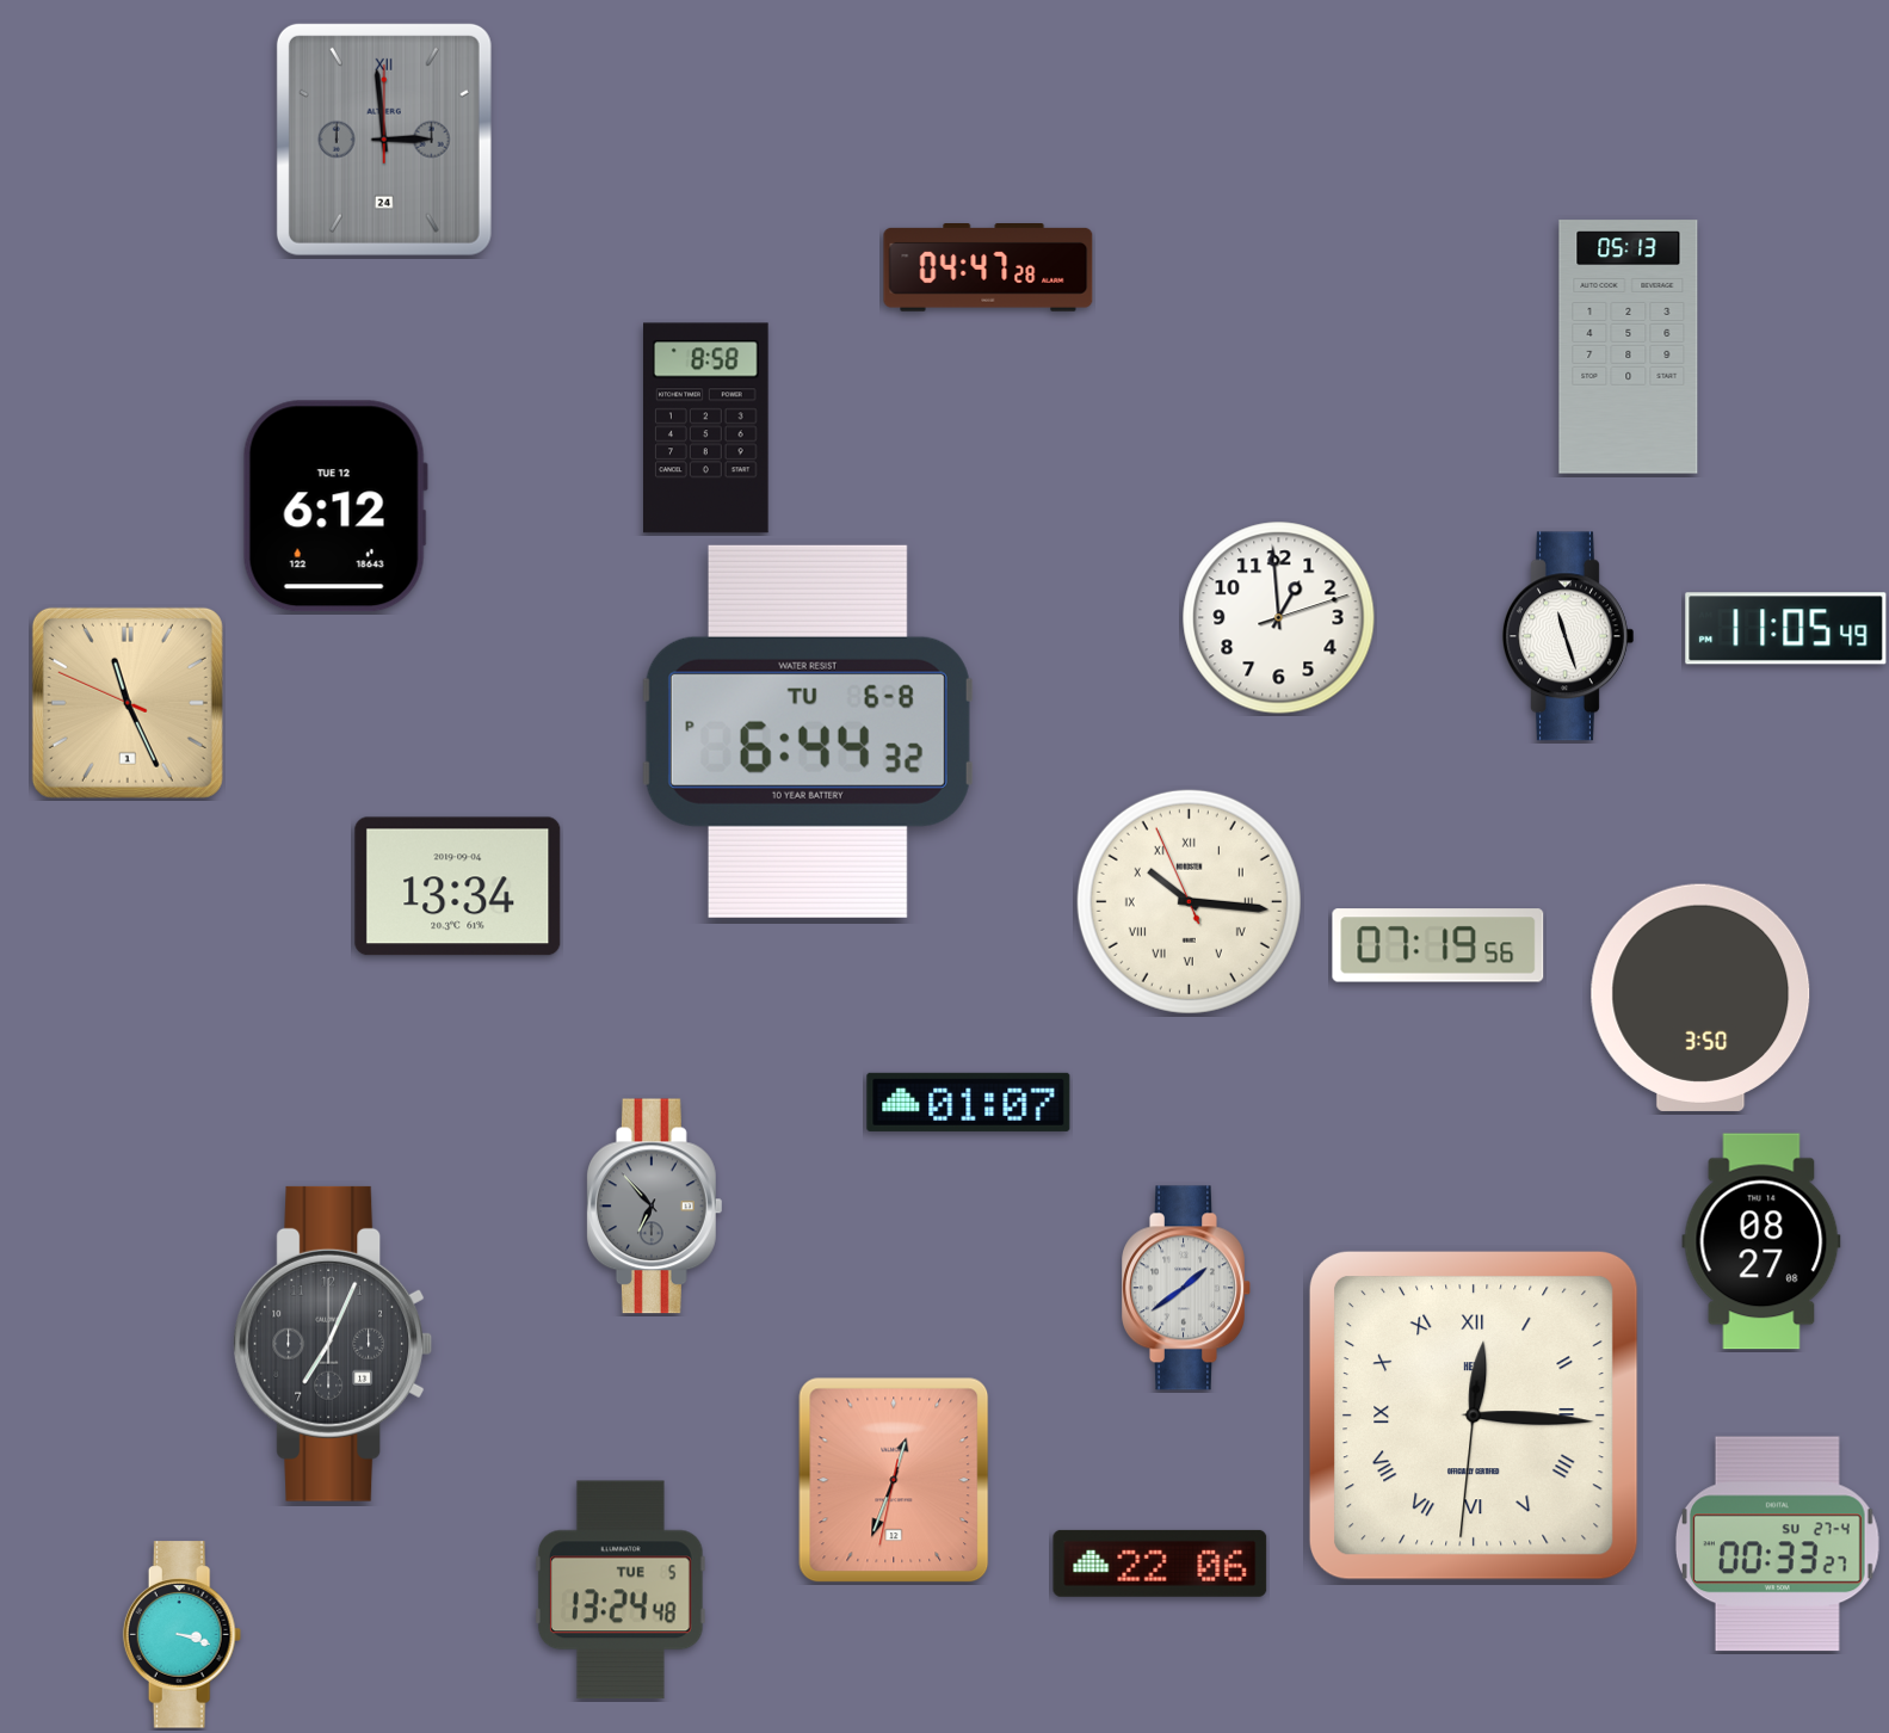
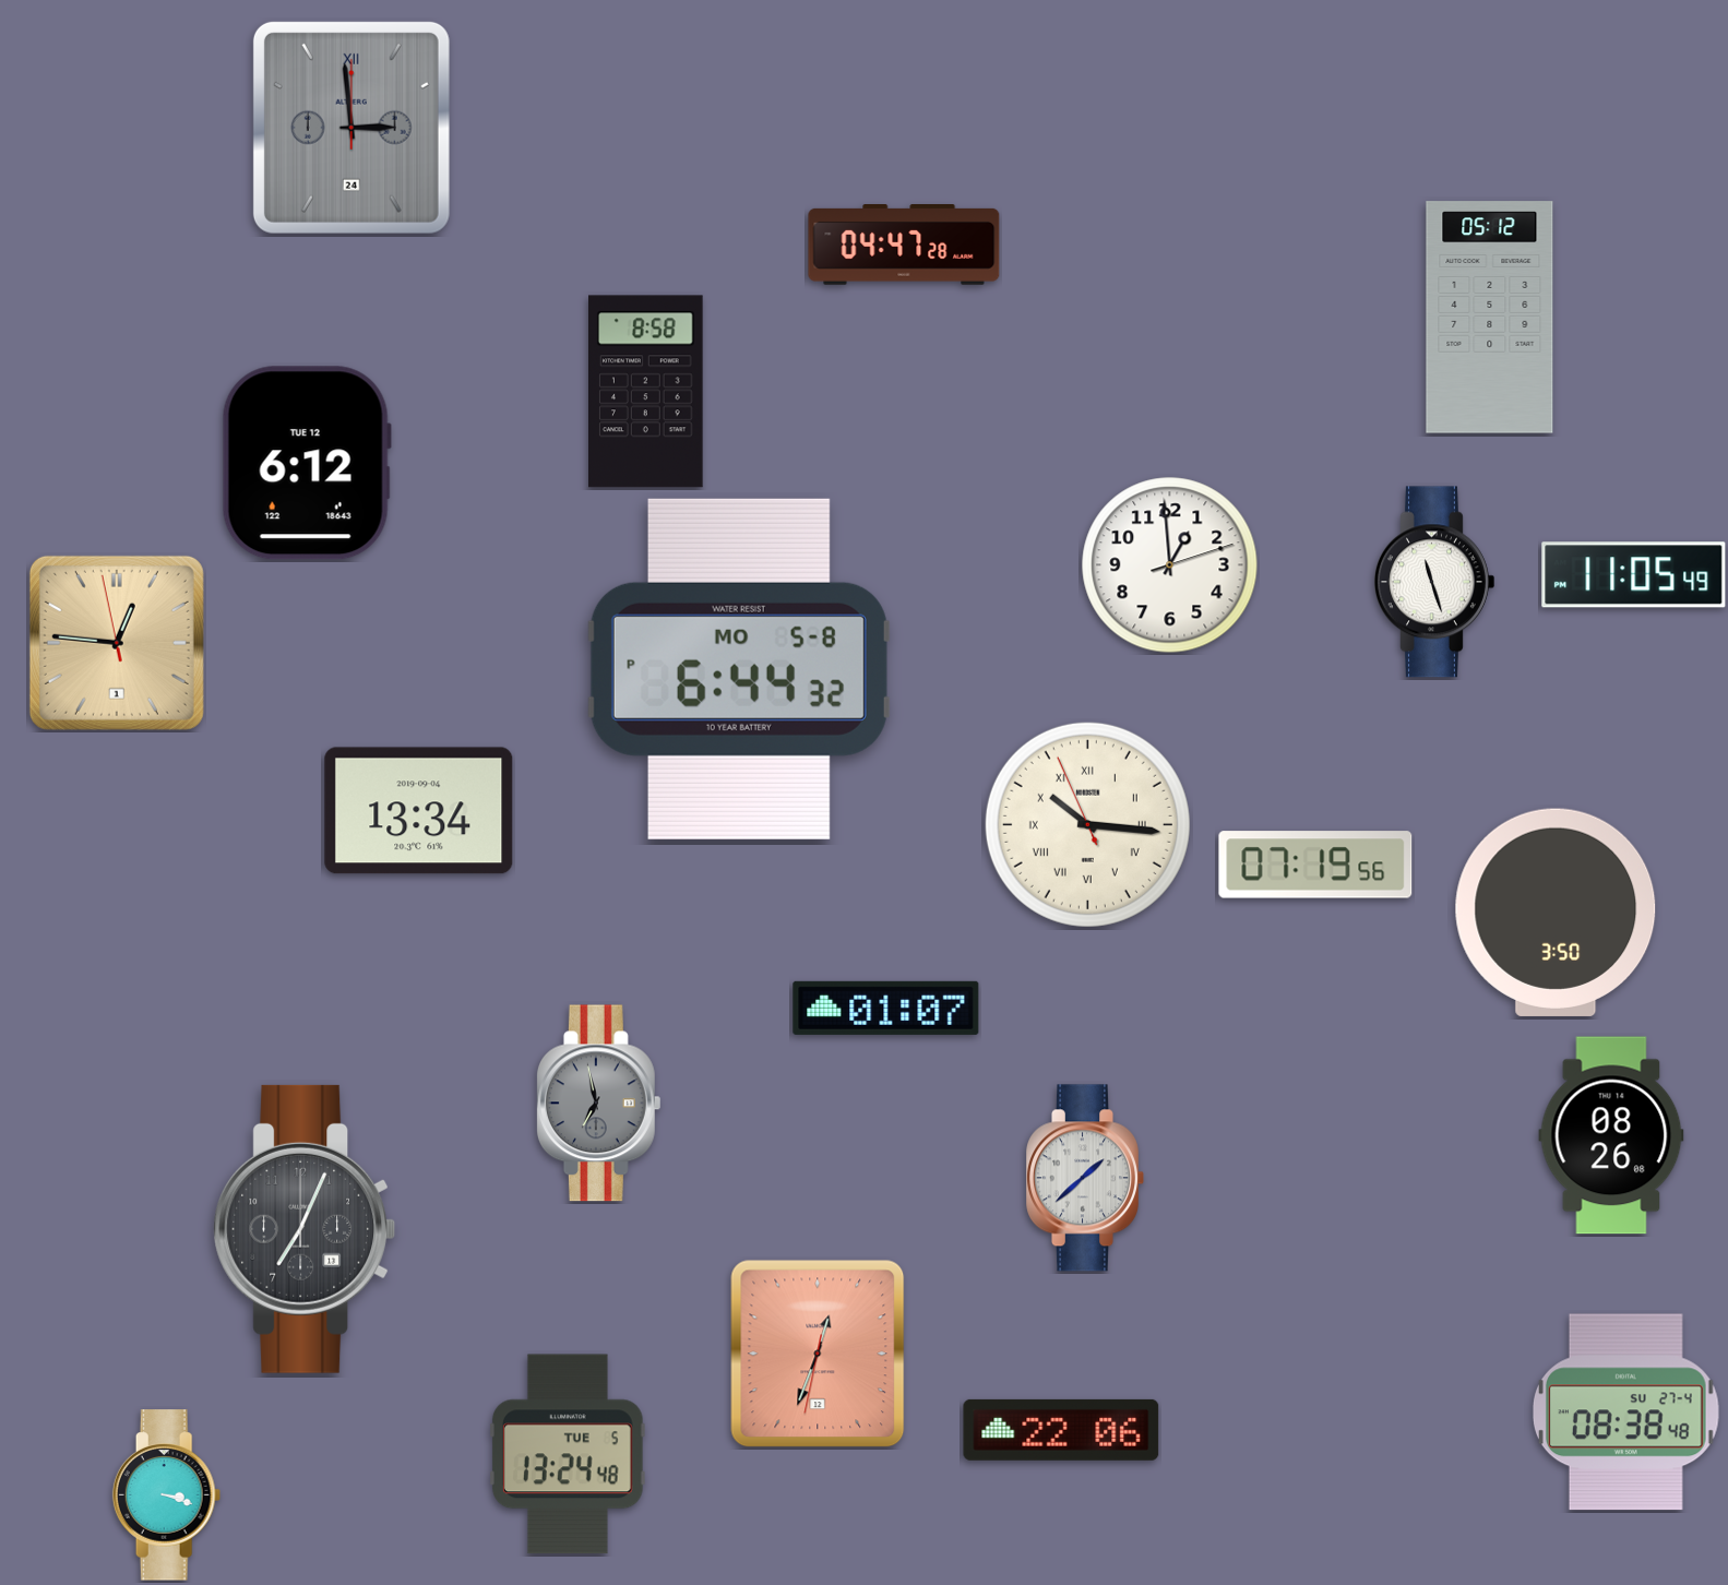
clock at (1629, 347): 05:13 -> 05:12
clock at (128, 703): 11:25 -> 12:45
clock at (808, 732) date: TU 6-8 -> MO 5-8
clock at (654, 1207): 6:53 -> 6:58
clock at (1761, 1241): 08:27 -> 08:26
clock at (1186, 1288): 1:39 -> 1:38
clock at (1474, 1416): 12:15 -> none
clock at (1777, 1544): 00:33 -> 08:38
